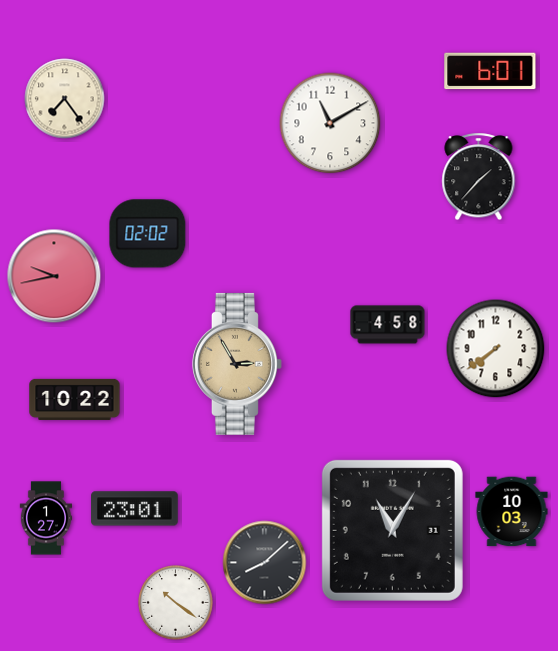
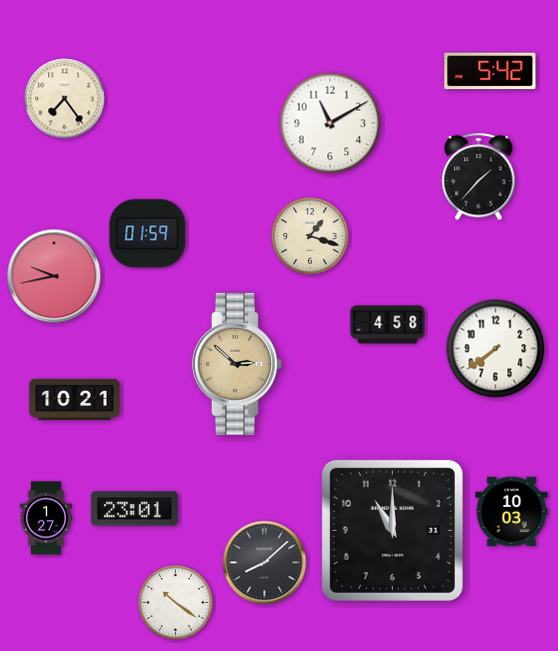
clock at (490, 71): 6:01 -> 5:42
clock at (148, 234): 02:02 -> 01:59
clock at (310, 236): none -> 1:18
clock at (237, 364): 2:55 -> 2:52
clock at (75, 399): 10:22 -> 10:21
clock at (392, 530): 11:05 -> 11:00
